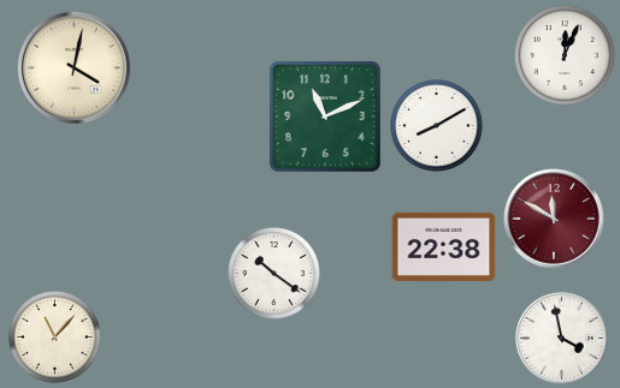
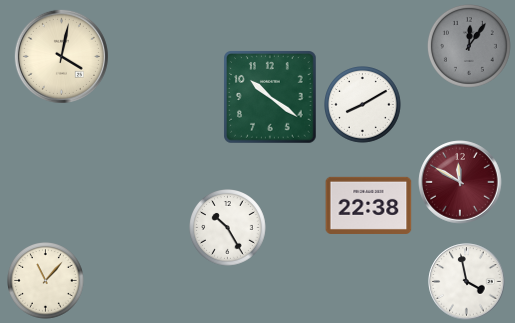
clock at (565, 55): 12:04 -> 12:06
clock at (565, 55) dial: white -> grey
clock at (325, 117): 11:11 -> 10:21
clock at (274, 274): 10:21 -> 10:25
